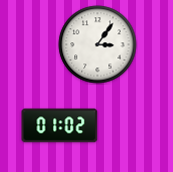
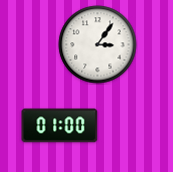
clock at (60, 126): 01:02 -> 01:00
